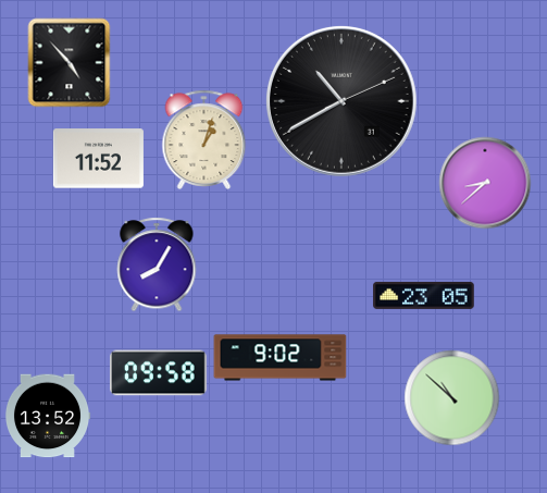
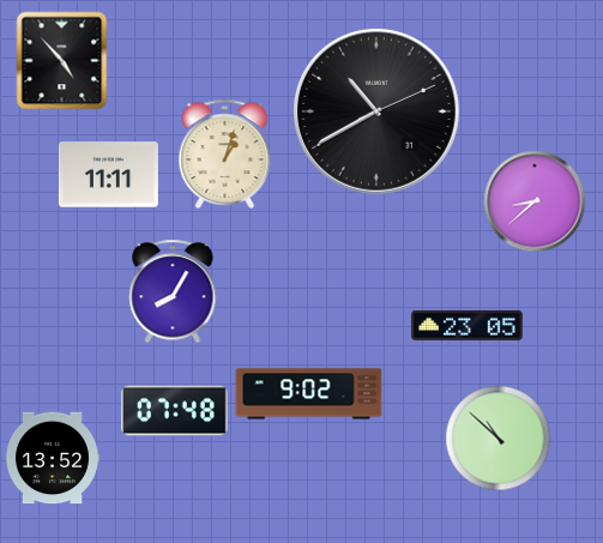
clock at (70, 62) position: (70, 62) -> (62, 60)
clock at (98, 159): 11:52 -> 11:11
clock at (159, 373): 09:58 -> 07:48
